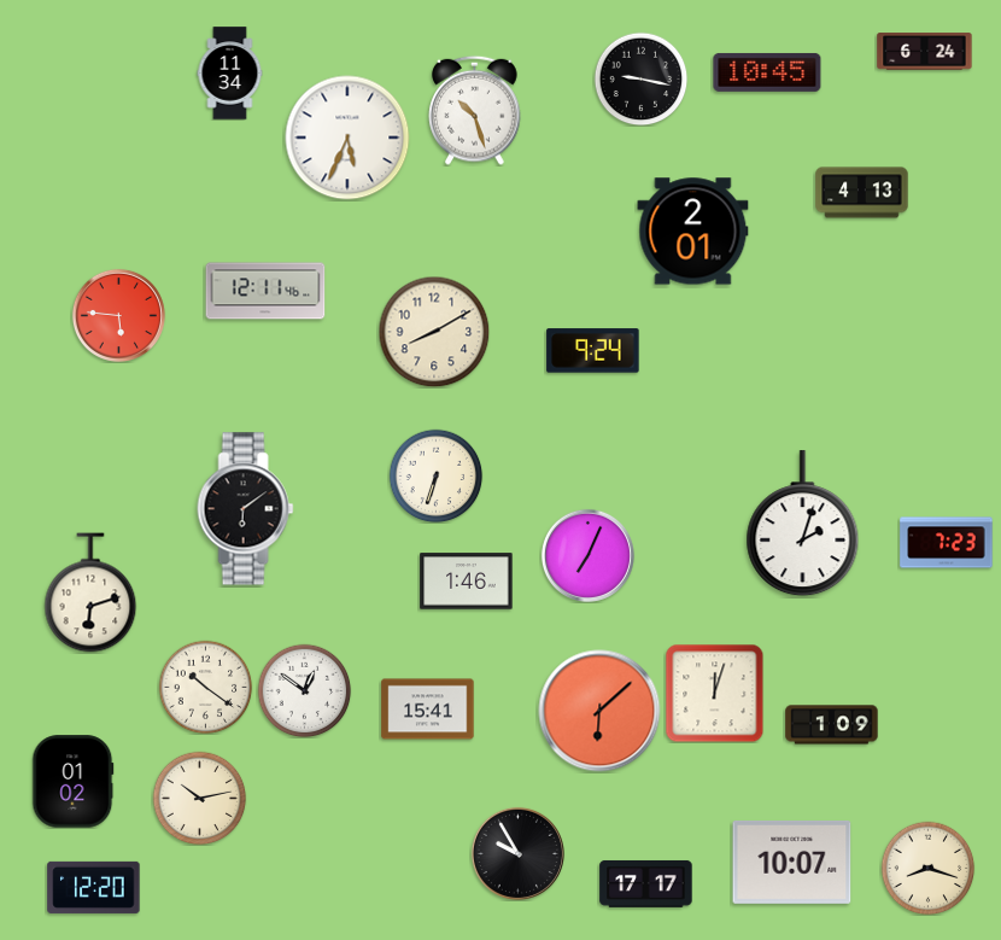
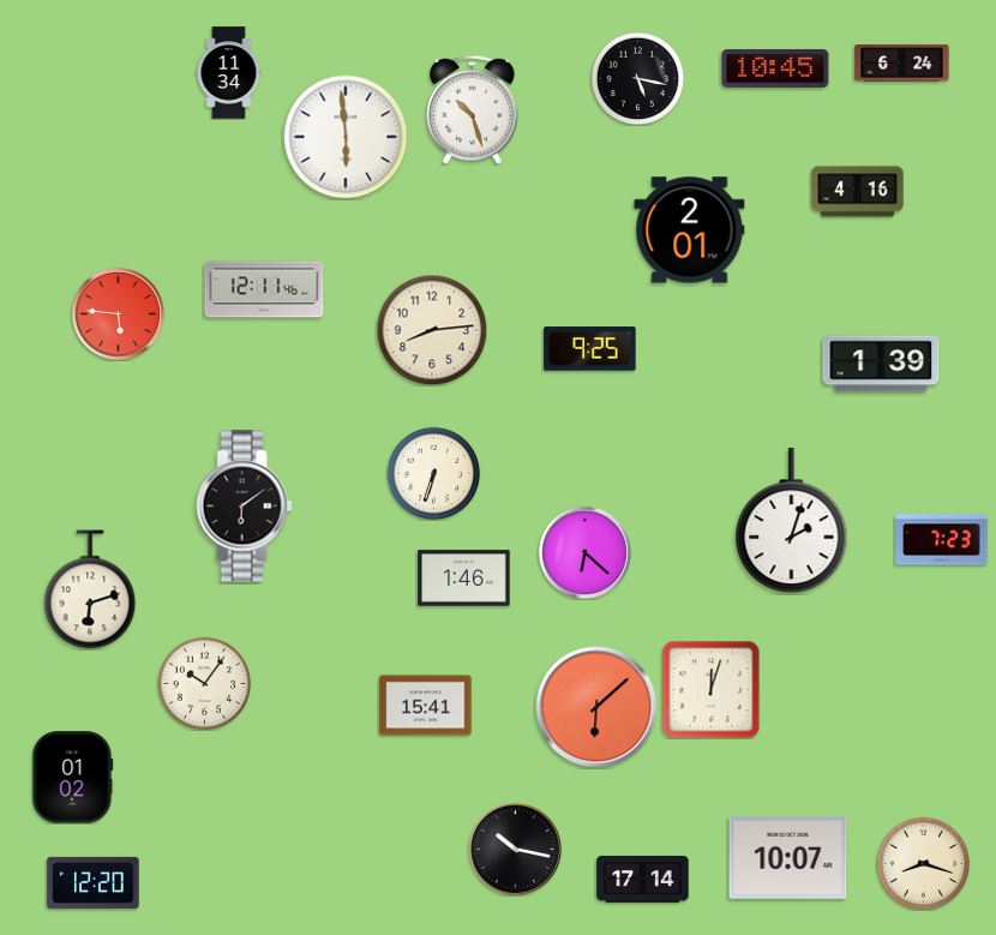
clock at (925, 52) position: (925, 52) -> (902, 64)
clock at (767, 72) position: (767, 72) -> (775, 68)
clock at (640, 78): 9:17 -> 5:17
clock at (347, 138): 5:34 -> 5:59
clock at (862, 193): 4:13 -> 4:16
clock at (434, 332): 8:10 -> 8:14
clock at (593, 351): 9:24 -> 9:25
clock at (881, 364): none -> 1:39
clock at (803, 524) position: (803, 524) -> (792, 521)
clock at (587, 555): 7:04 -> 6:22
clock at (205, 687): 10:21 -> 10:06
clock at (304, 690): 12:51 -> none
clock at (832, 725): 1:09 -> none
clock at (199, 798): 10:13 -> none
clock at (517, 853): 9:55 -> 10:17
clock at (646, 883): 17:17 -> 17:14
